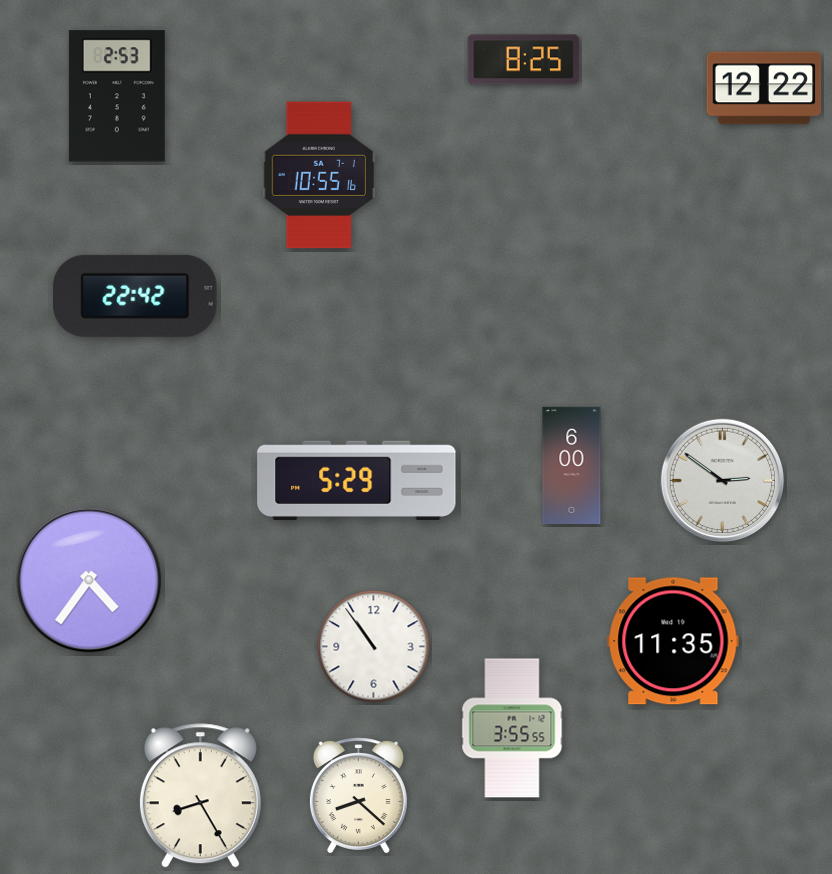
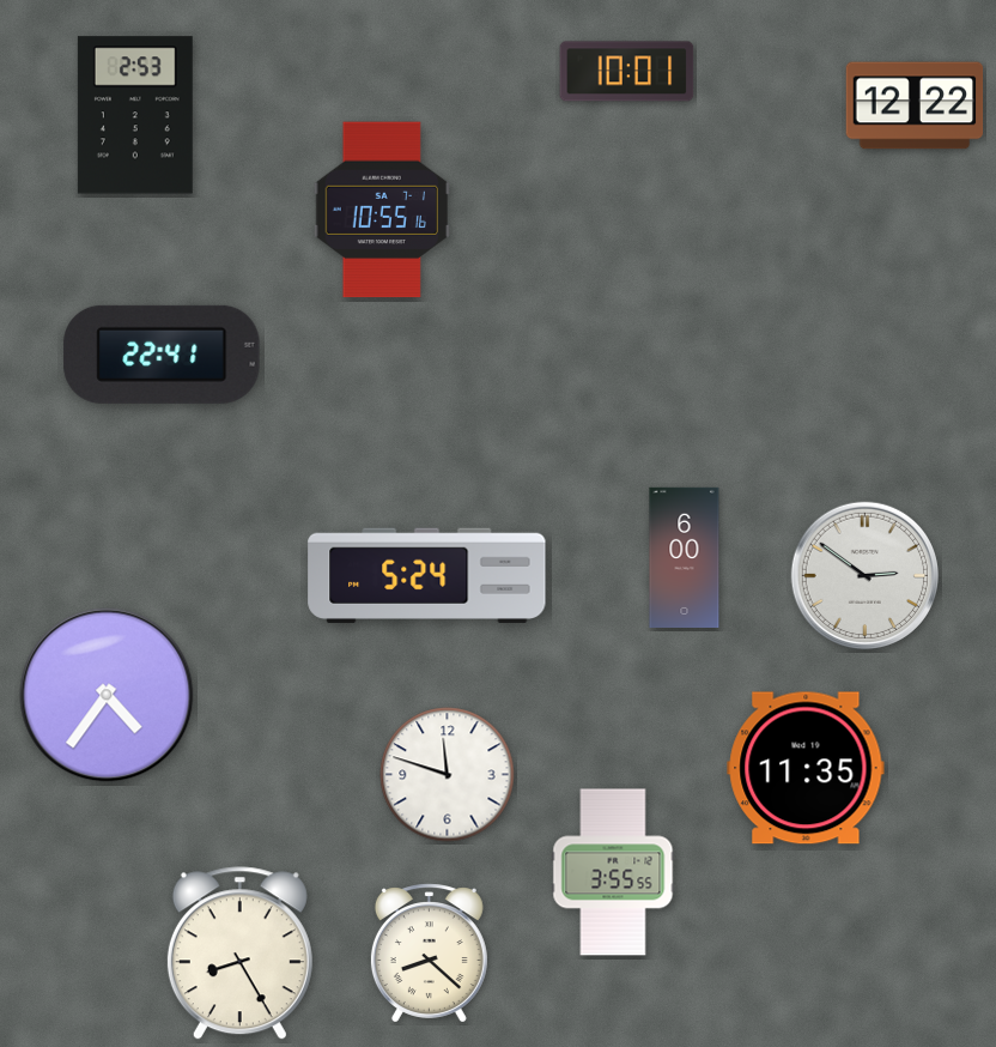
clock at (524, 60): 8:25 -> 10:01
clock at (117, 96) position: (117, 96) -> (135, 115)
clock at (135, 296): 22:42 -> 22:41
clock at (357, 480): 5:29 -> 5:24
clock at (374, 647): 10:54 -> 11:48
